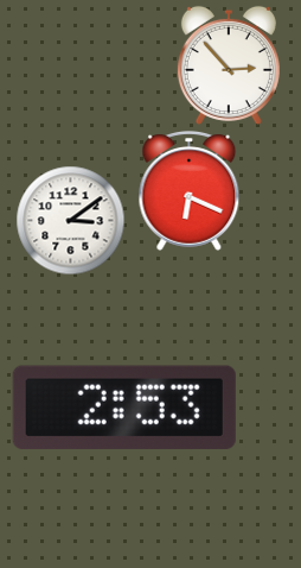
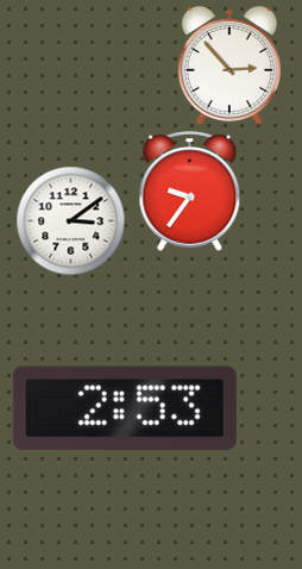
clock at (190, 190): 6:19 -> 9:36
